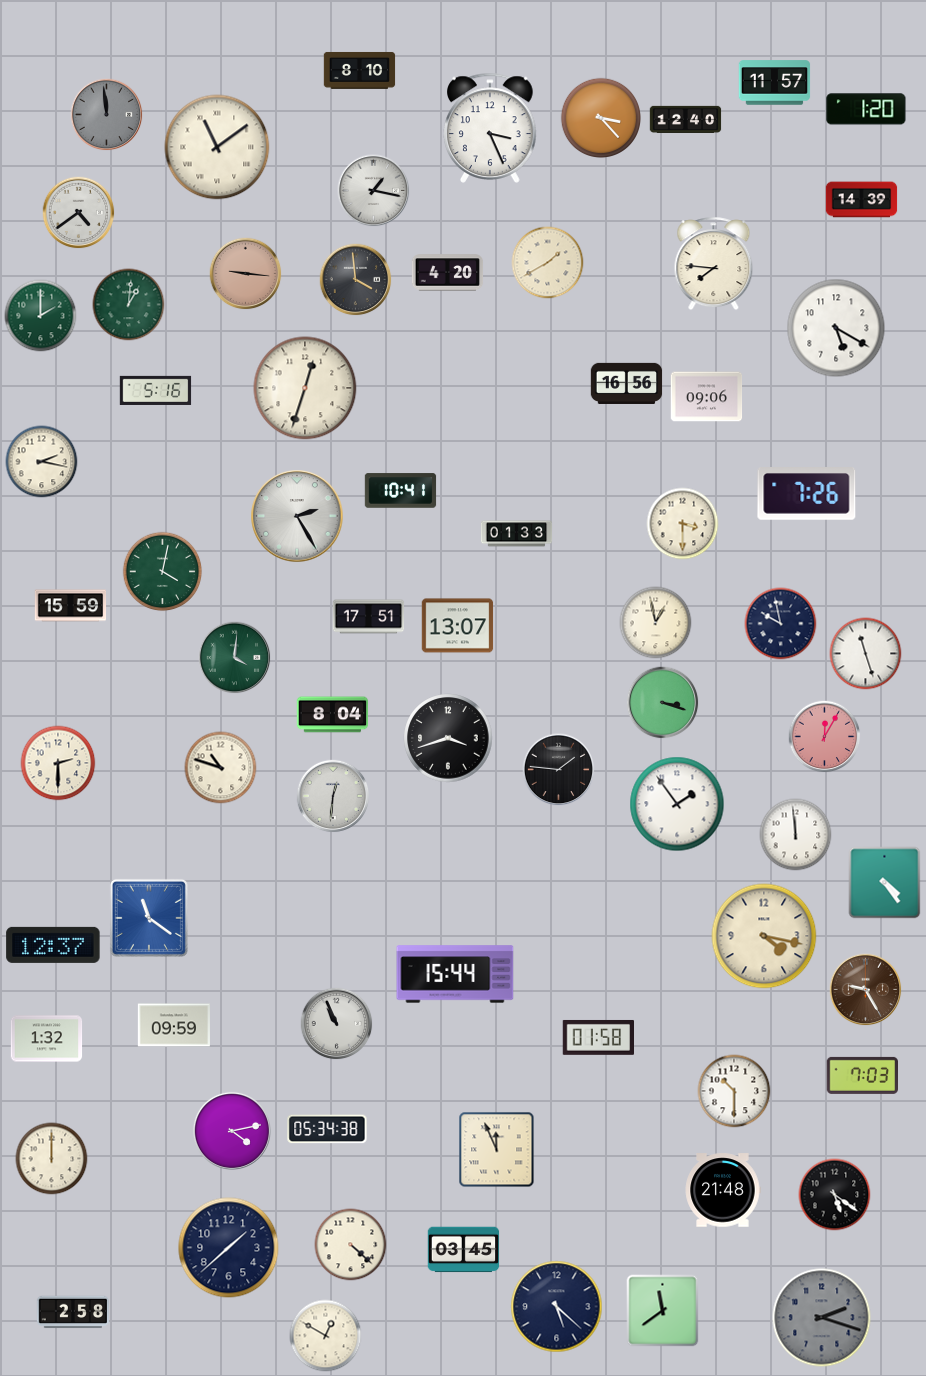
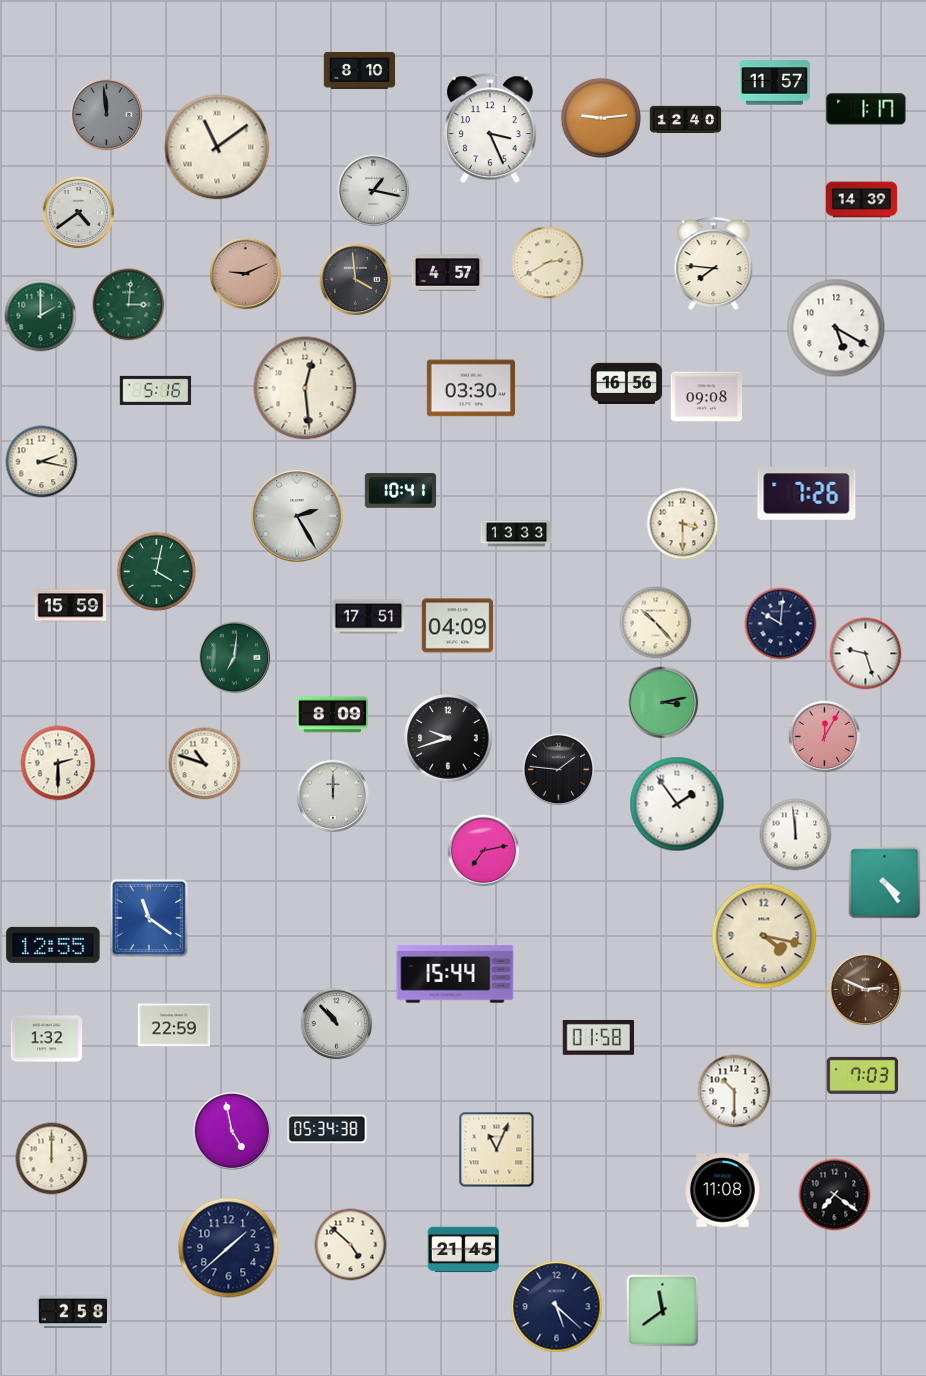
clock at (866, 109): 1:20 -> 1:17
clock at (600, 117): 3:23 -> 9:14
clock at (548, 263): 1:40 -> 2:40
clock at (448, 273): 4:20 -> 4:57
clock at (246, 274): 9:16 -> 9:11
clock at (129, 305): 1:01 -> 3:01
clock at (305, 388): 12:33 -> 12:29
clock at (470, 388): none -> 03:30
clock at (707, 397): 09:06 -> 09:08
clock at (517, 534): 01:33 -> 13:33
clock at (163, 572) position: (163, 572) -> (157, 572)
clock at (656, 623): 12:58 -> 10:23
clock at (781, 624): 9:58 -> 10:01
clock at (458, 626): 13:07 -> 04:09
clock at (866, 654): 11:27 -> 9:27
clock at (235, 658): 4:01 -> 7:01
clock at (663, 703): 3:18 -> 3:13
clock at (333, 715): 8:04 -> 8:09
clock at (448, 738): 3:42 -> 9:42
clock at (221, 768) position: (221, 768) -> (205, 764)
clock at (333, 796): 12:31 -> 12:00
clock at (484, 851): none -> 7:13
clock at (53, 945): 12:37 -> 12:55
clock at (866, 990): 9:25 -> 2:49
clock at (337, 1024): 10:56 -> 10:53
clock at (174, 1025): 09:59 -> 22:59
clock at (232, 1131): 4:13 -> 4:58
clock at (497, 1150): 11:56 -> 11:04
clock at (723, 1190): 21:48 -> 11:08
clock at (835, 1195): 5:21 -> 7:21
clock at (351, 1245): 4:22 -> 4:52
clock at (464, 1250): 03:45 -> 21:45
clock at (822, 1318): 2:18 -> none
clock at (326, 1336): 12:50 -> none
